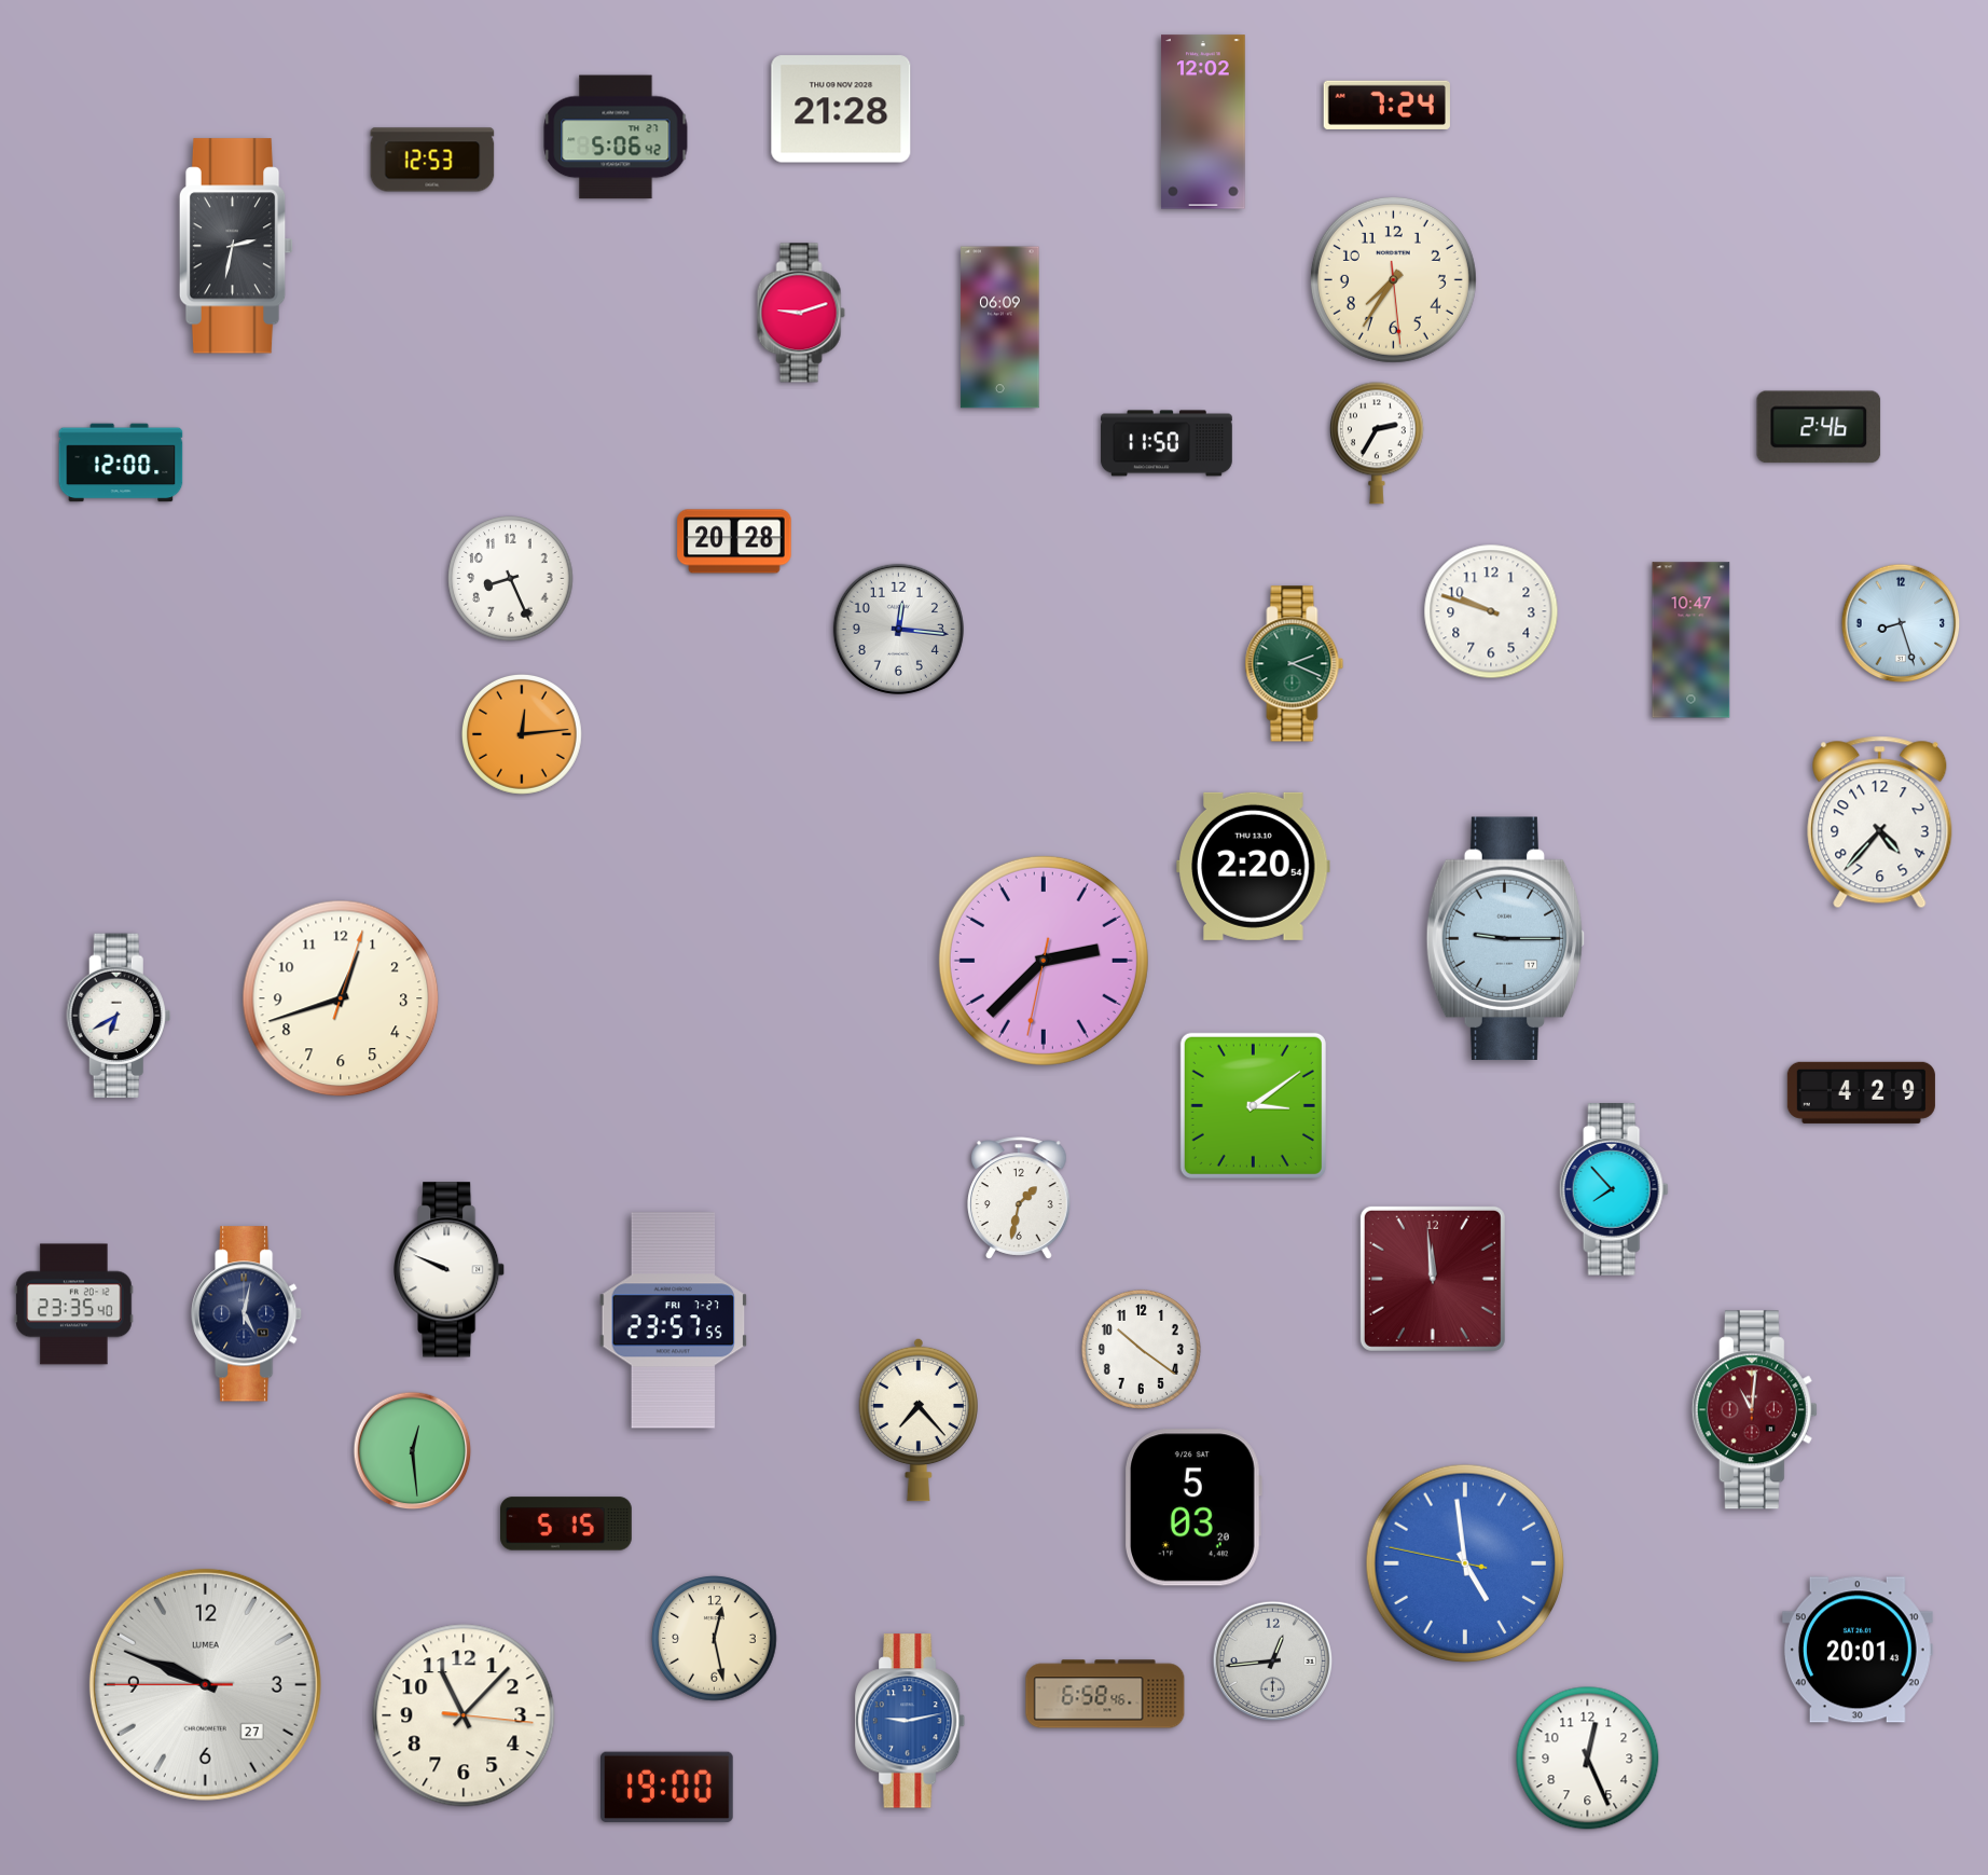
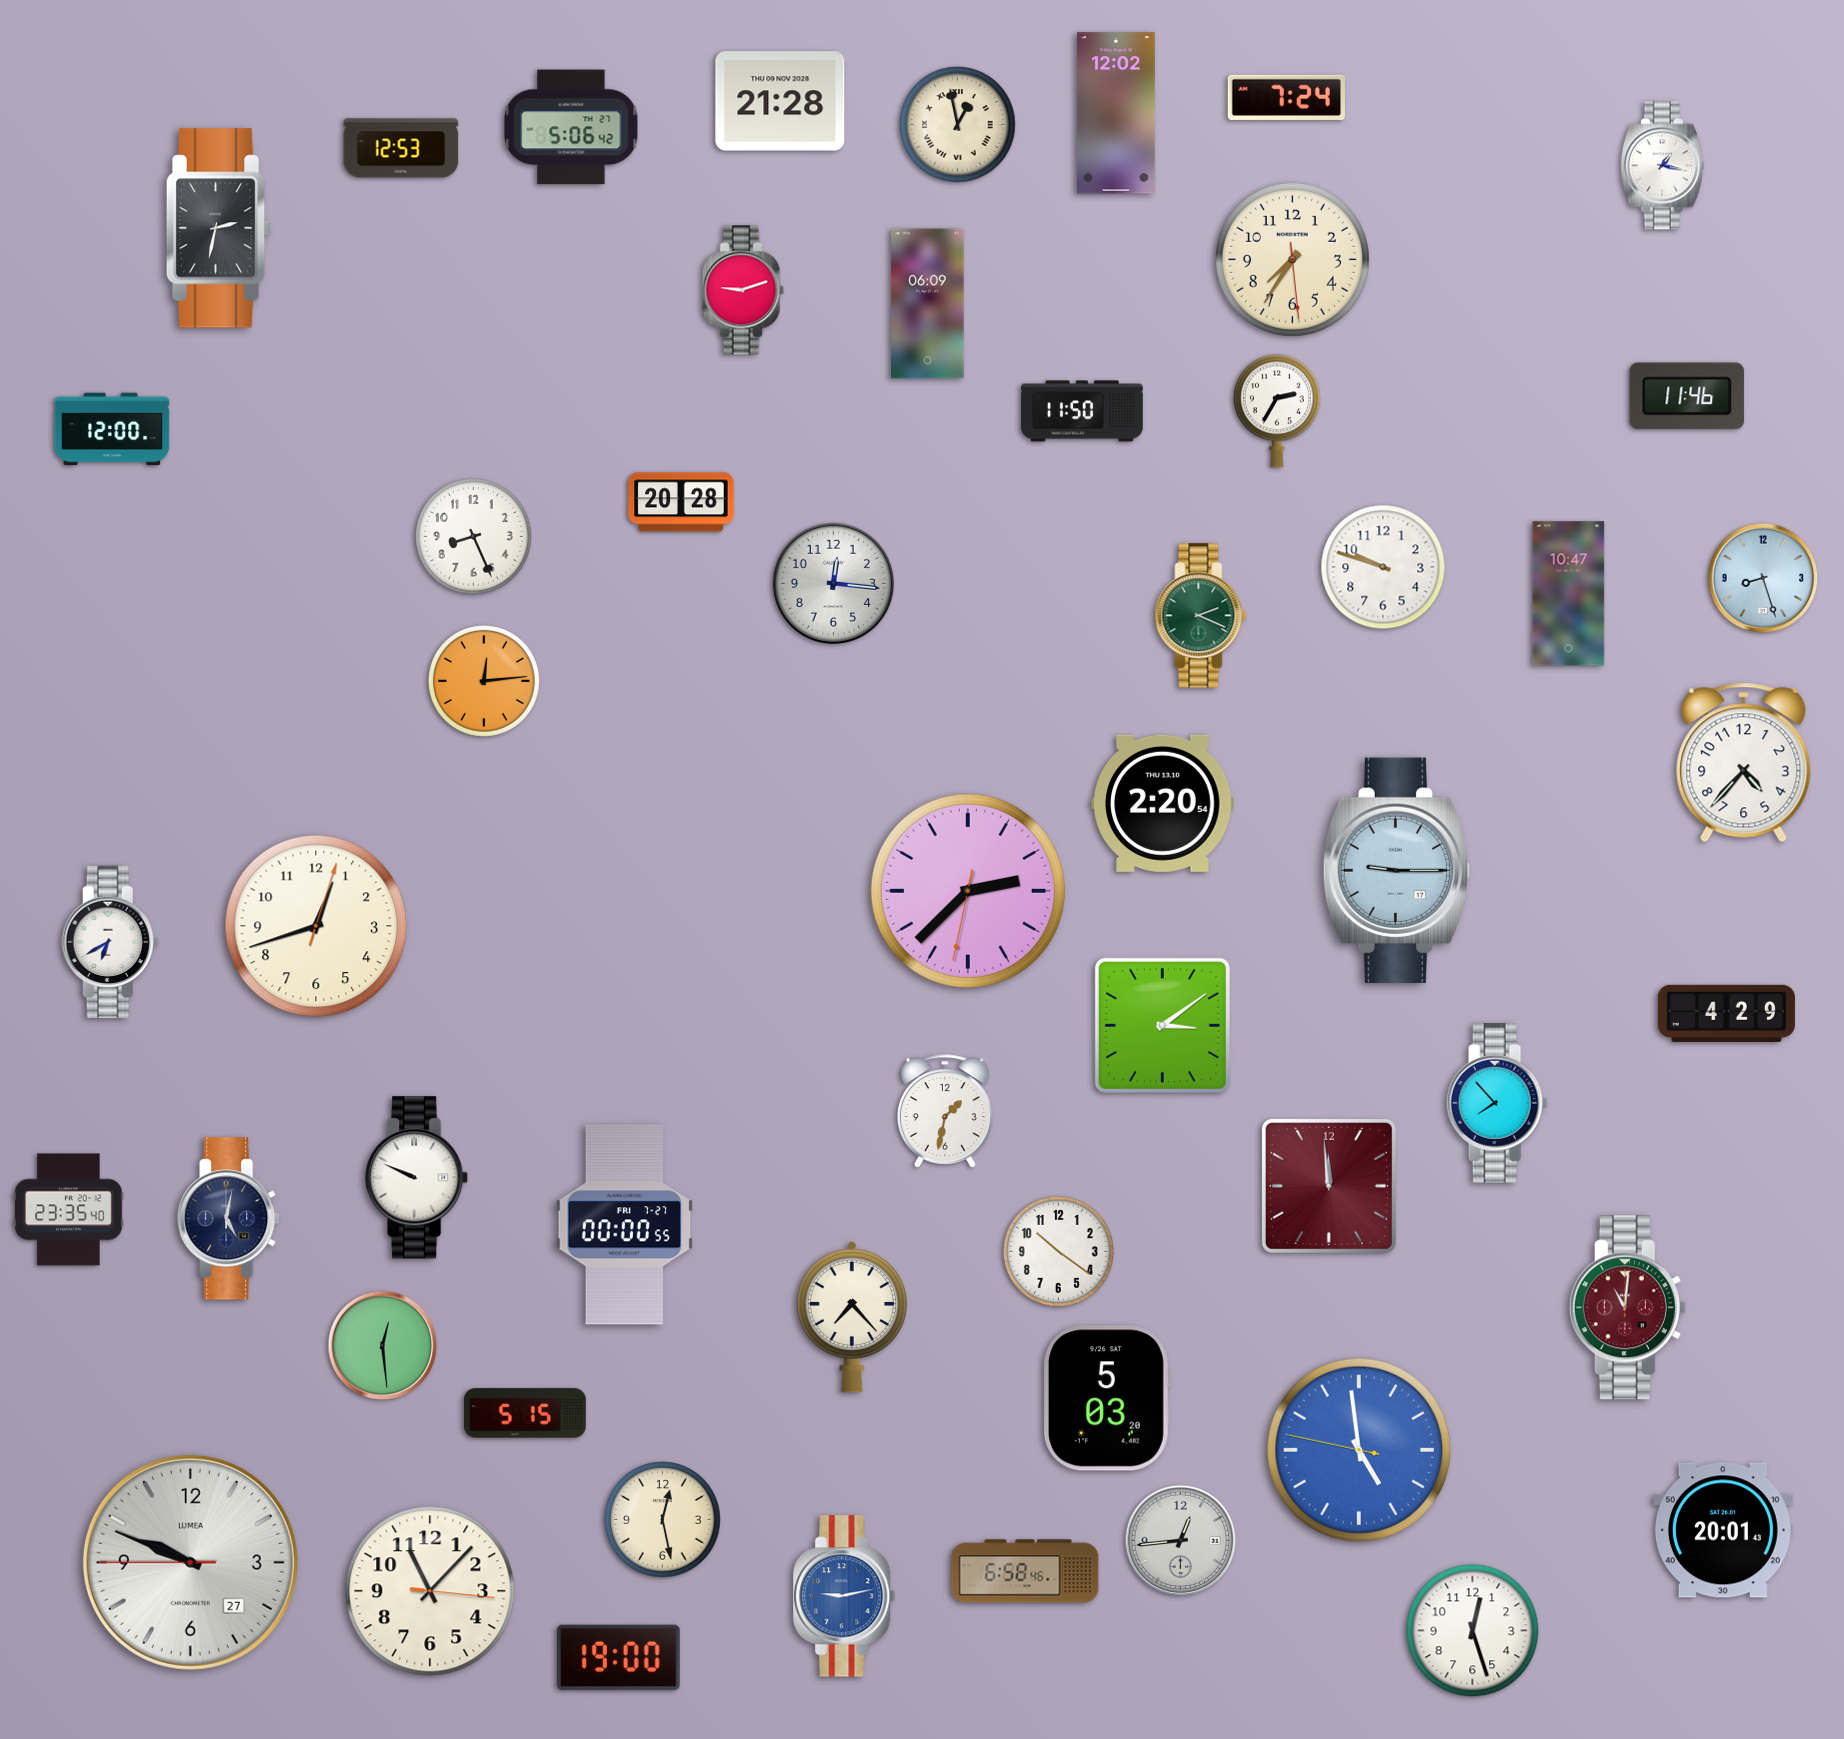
clock at (958, 125): none -> 12:58
clock at (1662, 166): none -> 1:17
clock at (1819, 427): 2:46 -> 11:46
clock at (674, 1321): 23:57 -> 00:00
clock at (1588, 1759): 12:26 -> 12:27
